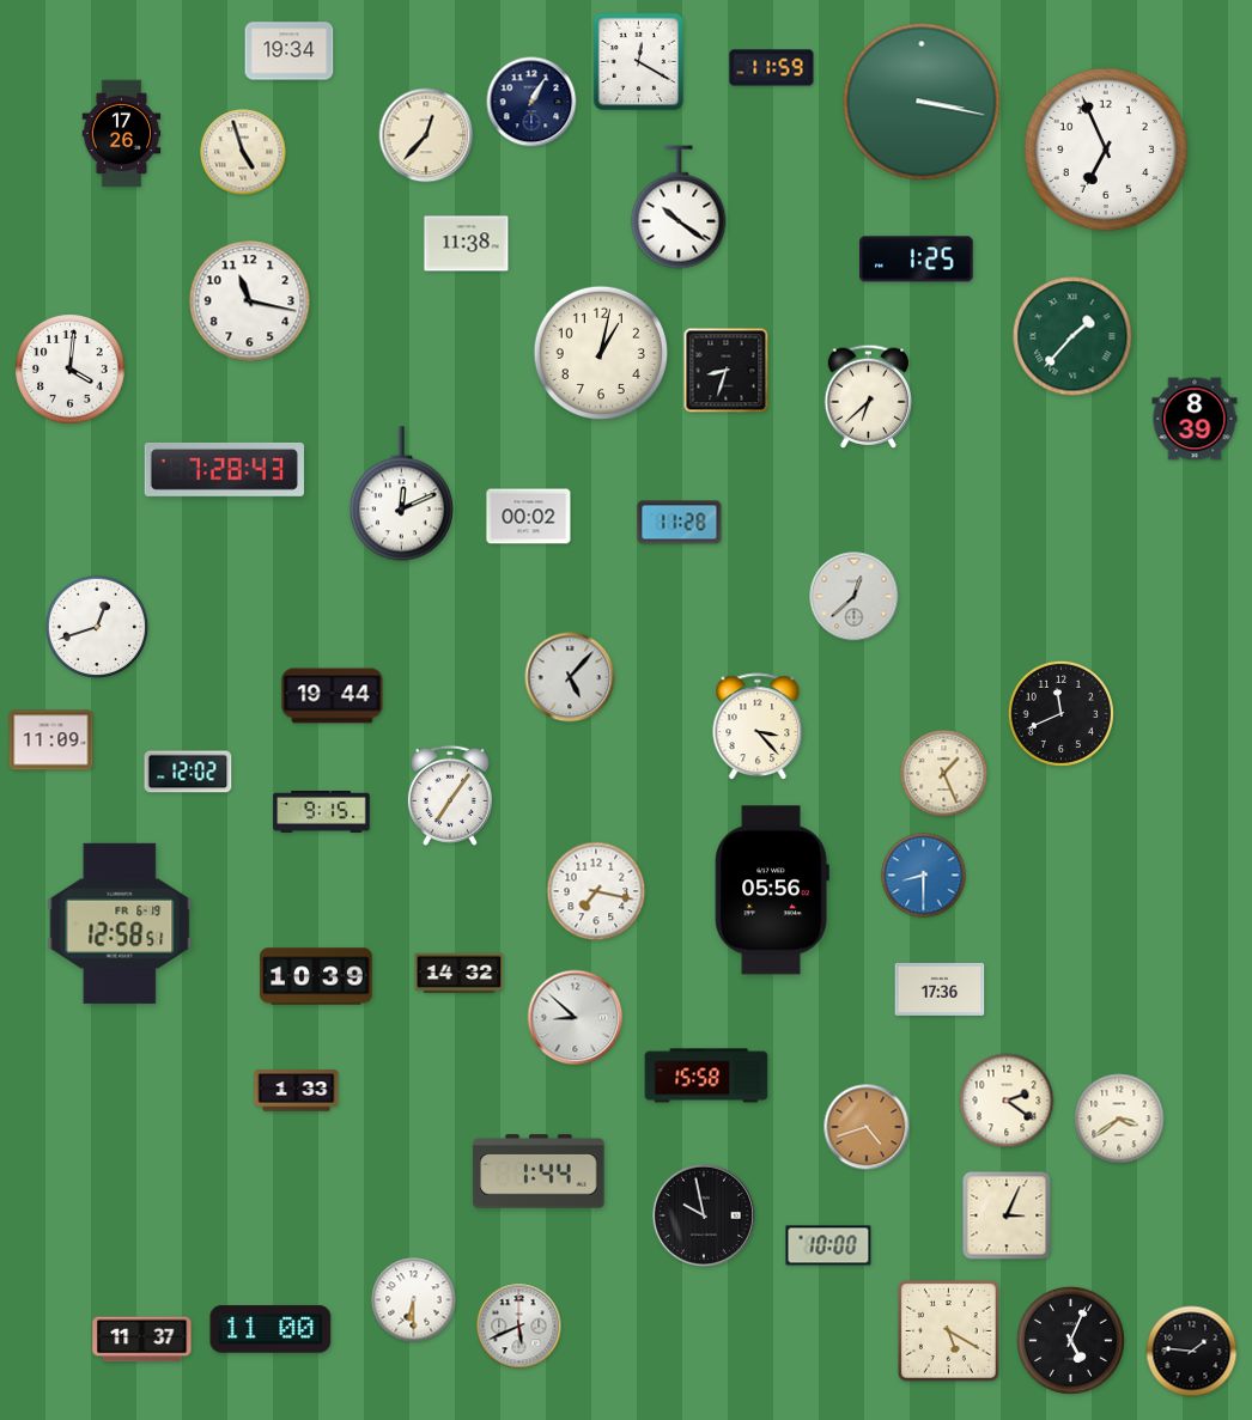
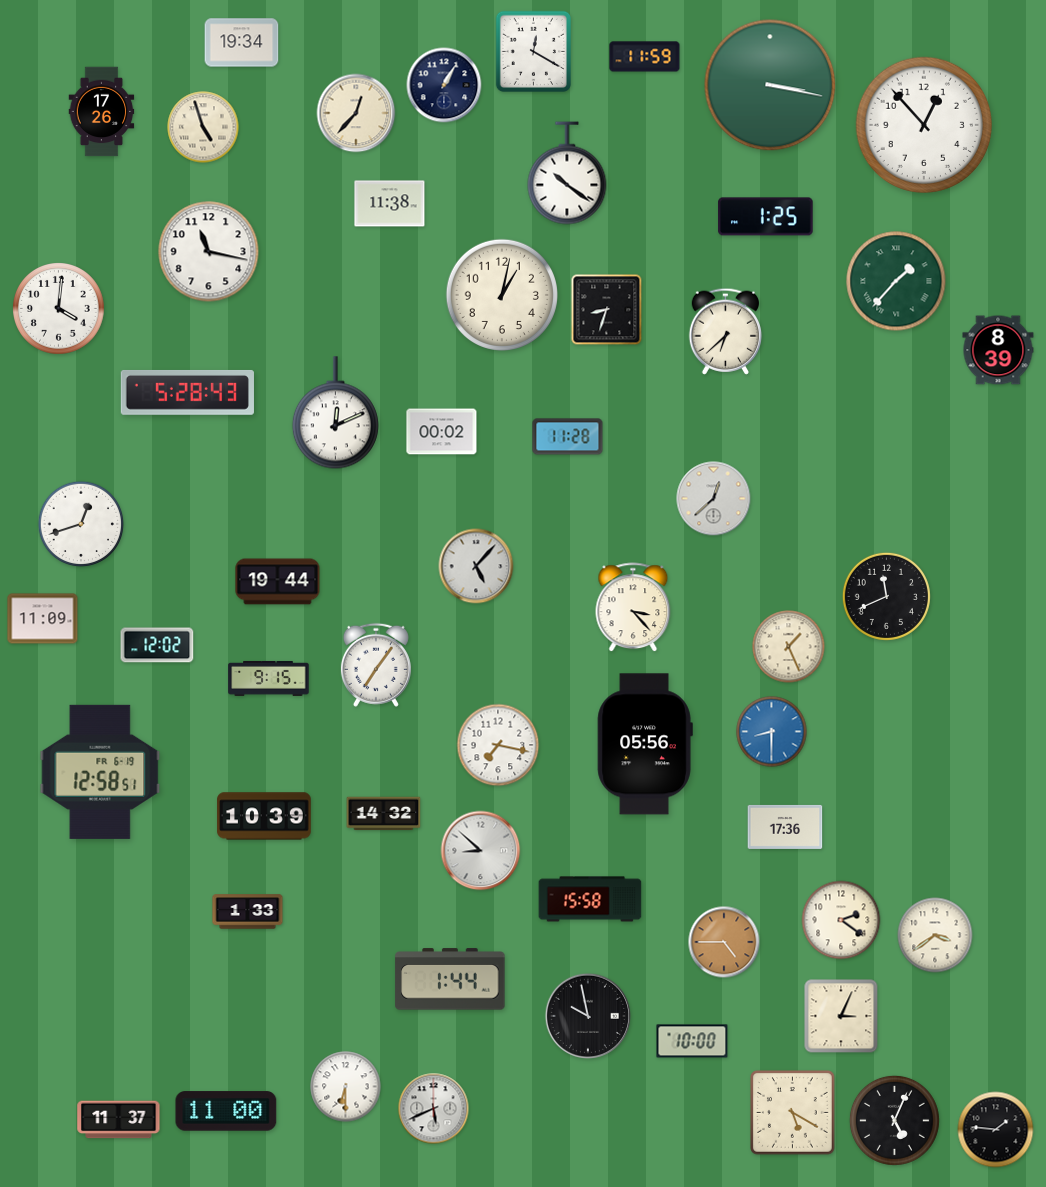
clock at (1105, 148): 6:56 -> 12:53
clock at (224, 469): 7:28 -> 5:28
clock at (867, 1127): 4:42 -> 4:45
